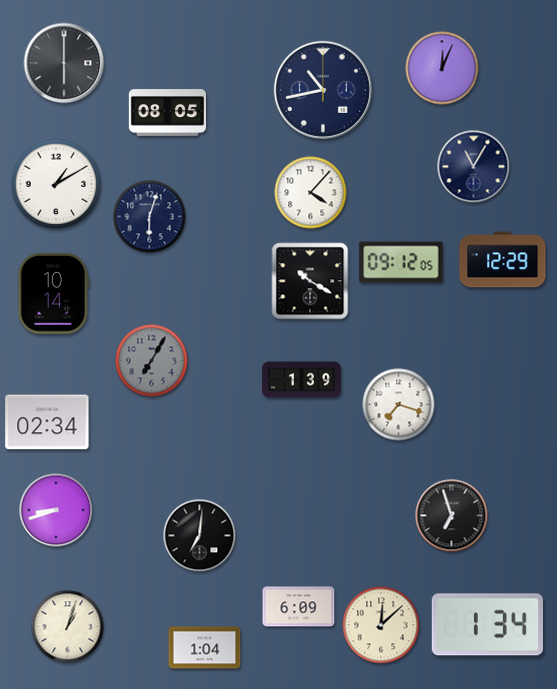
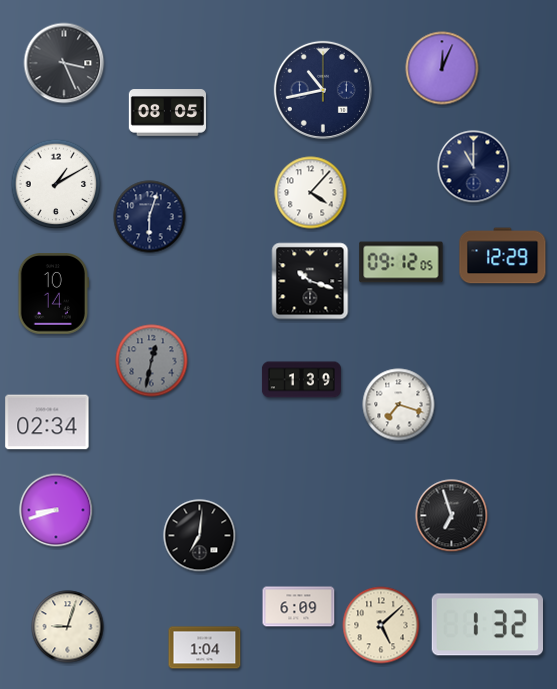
clock at (64, 63): 6:00 -> 3:26
clock at (474, 167): 11:05 -> 11:00
clock at (503, 260) position: (503, 260) -> (503, 256)
clock at (310, 281): 10:20 -> 10:18
clock at (152, 361): 7:05 -> 12:32
clock at (381, 625): 12:08 -> 5:08
clock at (487, 625): 1:34 -> 1:32
clock at (68, 627): 1:03 -> 9:03
